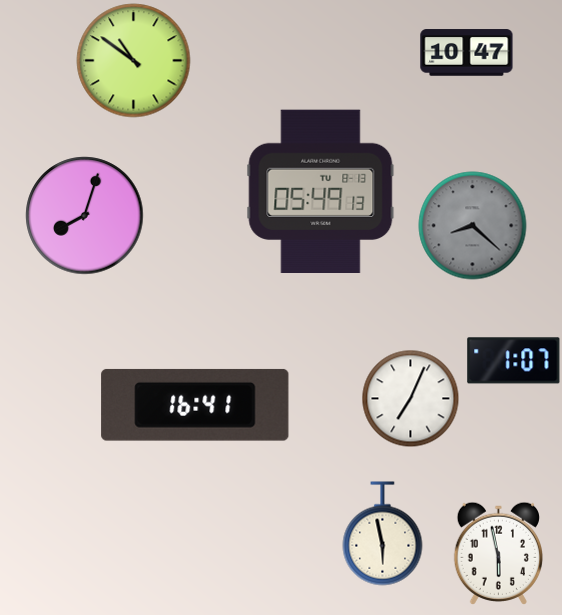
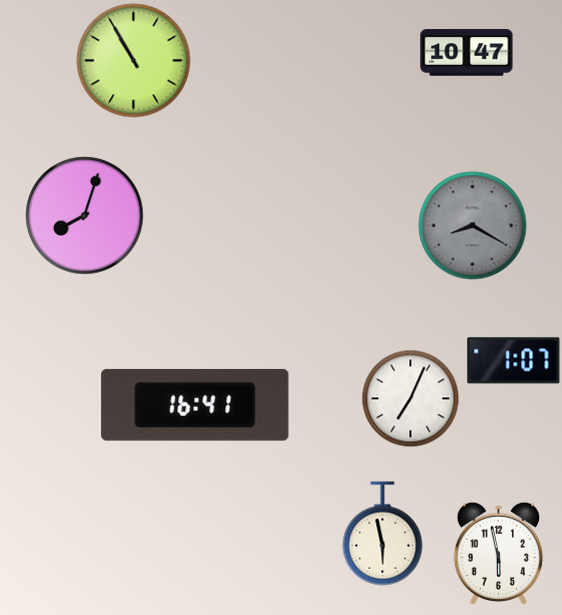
clock at (134, 61): 10:51 -> 10:55
clock at (321, 192): 05:49 -> none
clock at (473, 226): 8:22 -> 8:20
